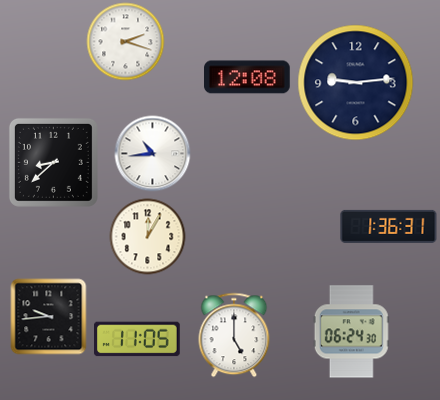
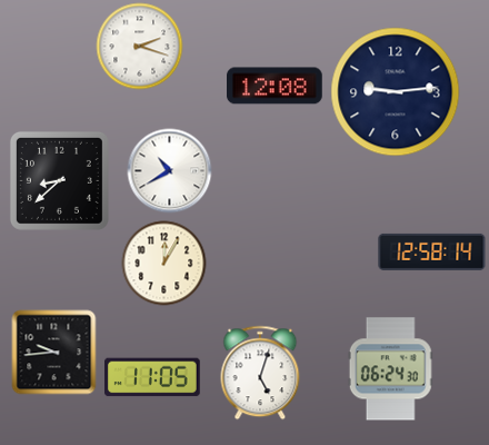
clock at (153, 154): 10:44 -> 10:40
clock at (389, 226): 1:36 -> 12:58
clock at (234, 335): 5:00 -> 5:03
